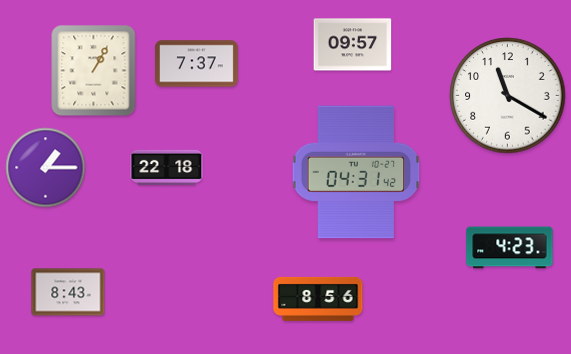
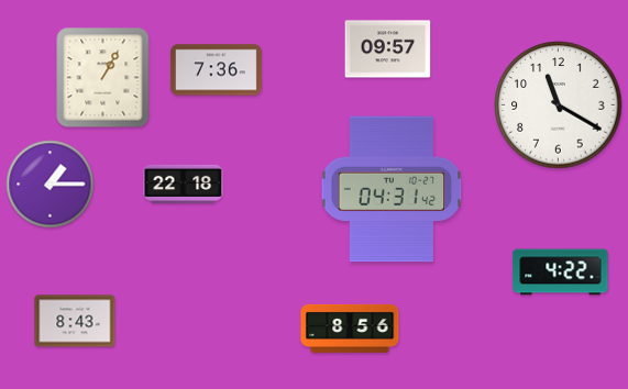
clock at (196, 64): 7:37 -> 7:36
clock at (510, 248): 4:23 -> 4:22
